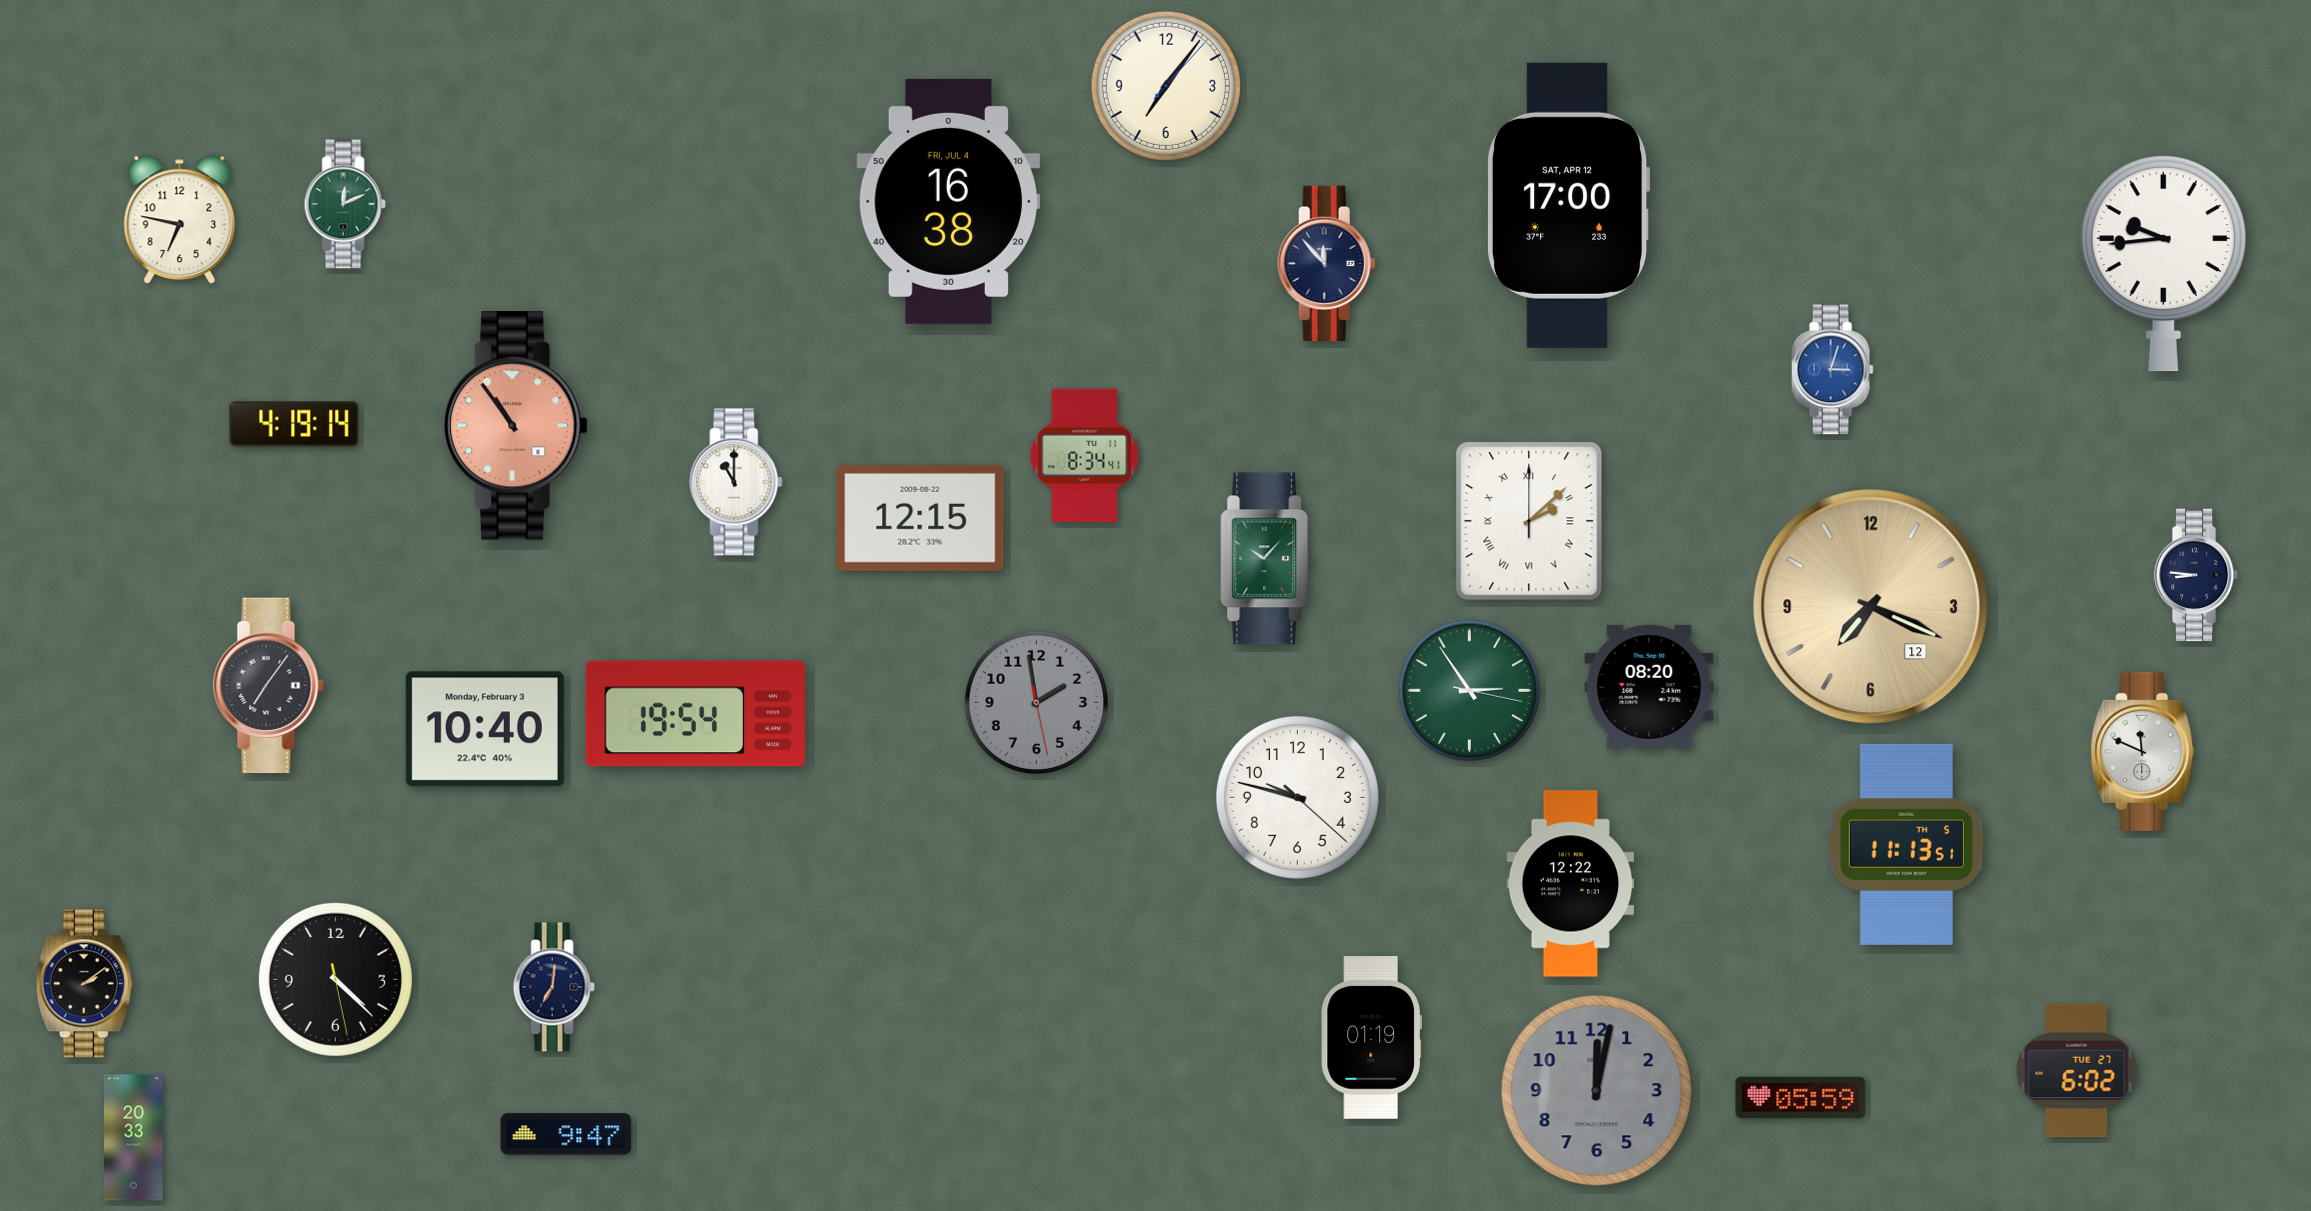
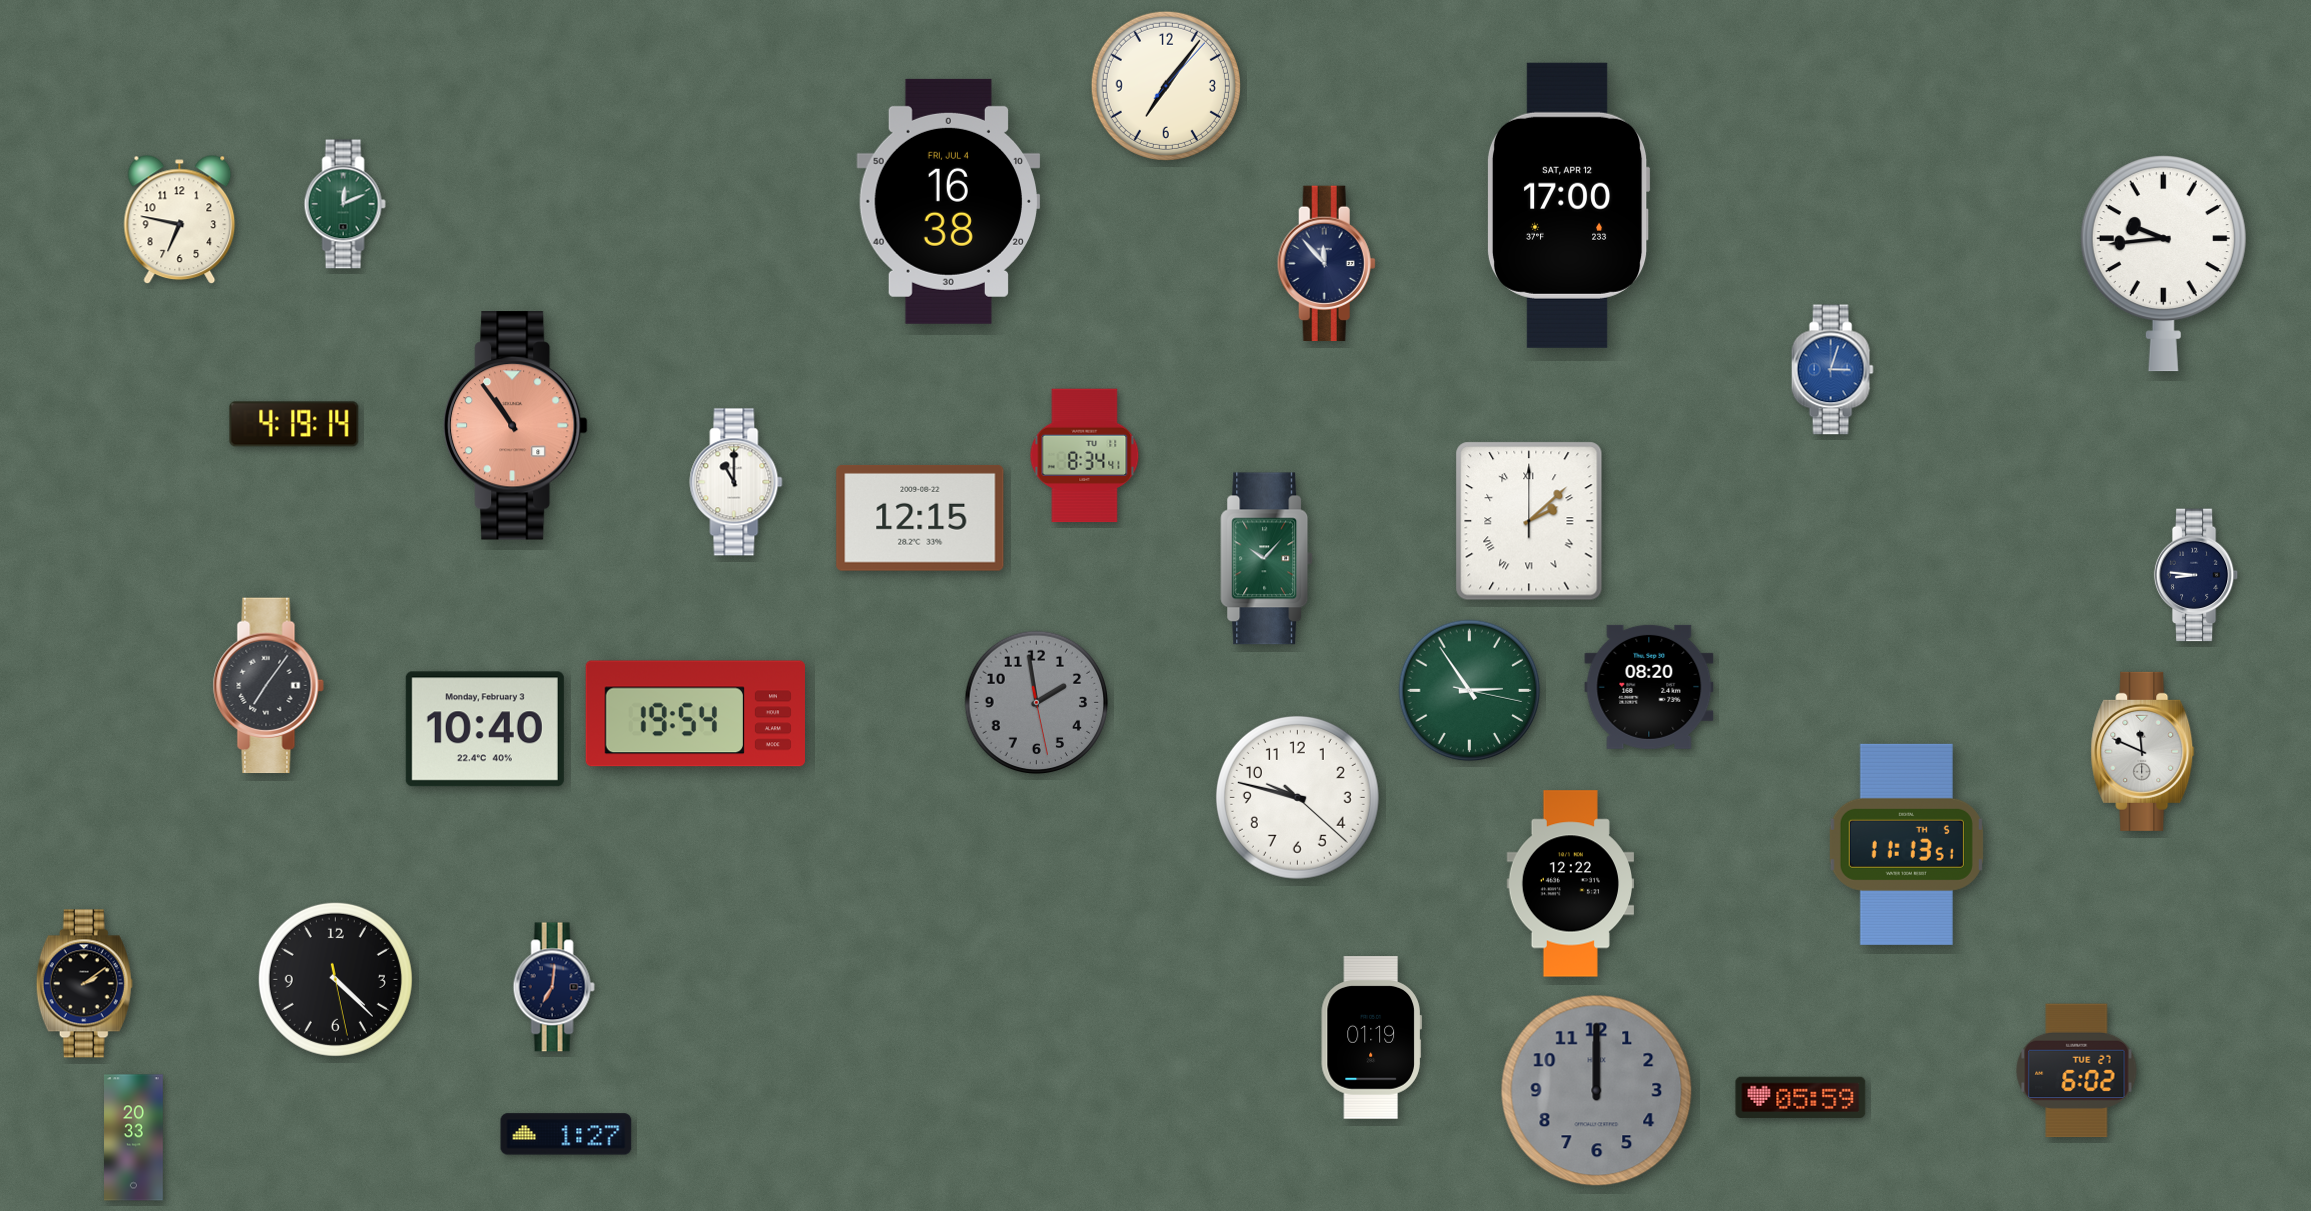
clock at (1871, 607): 7:19 -> none
clock at (1597, 1091): 12:02 -> 12:00
clock at (566, 1134): 9:47 -> 1:27
